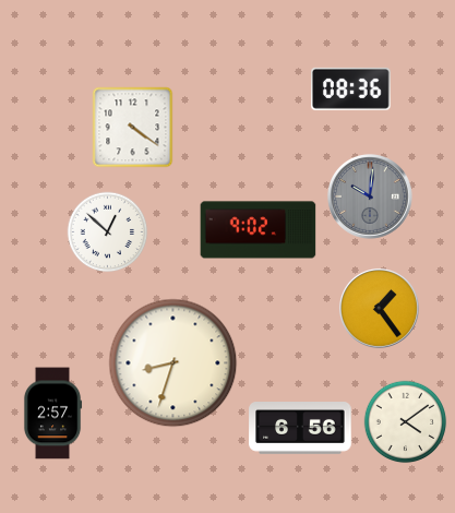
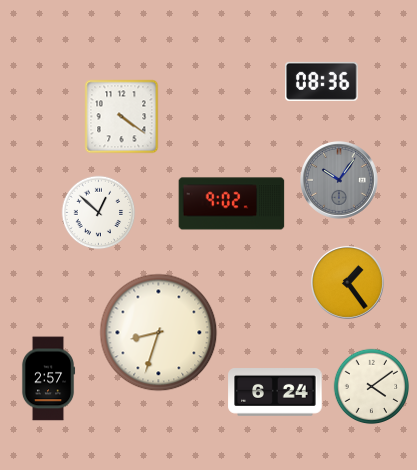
clock at (371, 198): 10:01 -> 10:06
clock at (259, 230) position: (259, 230) -> (232, 204)
clock at (300, 429): 6:56 -> 6:24
